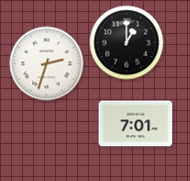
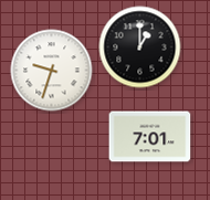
clock at (47, 64): 2:33 -> 9:33
